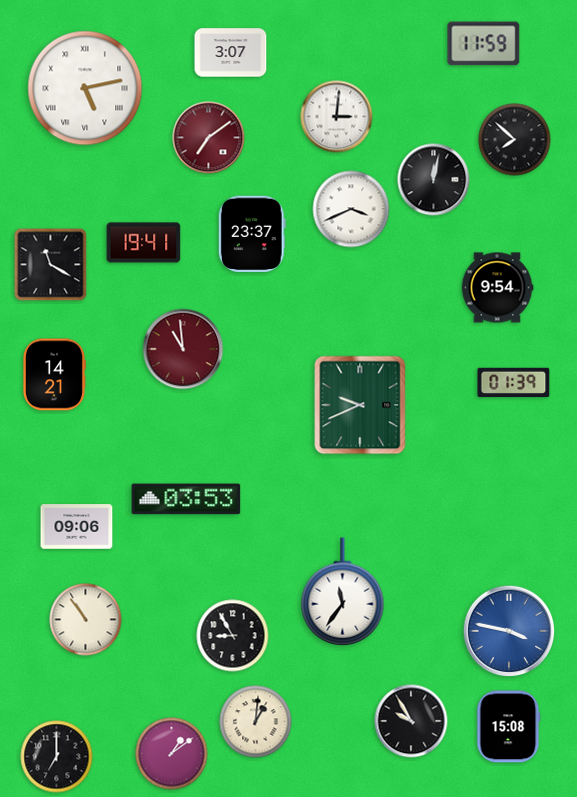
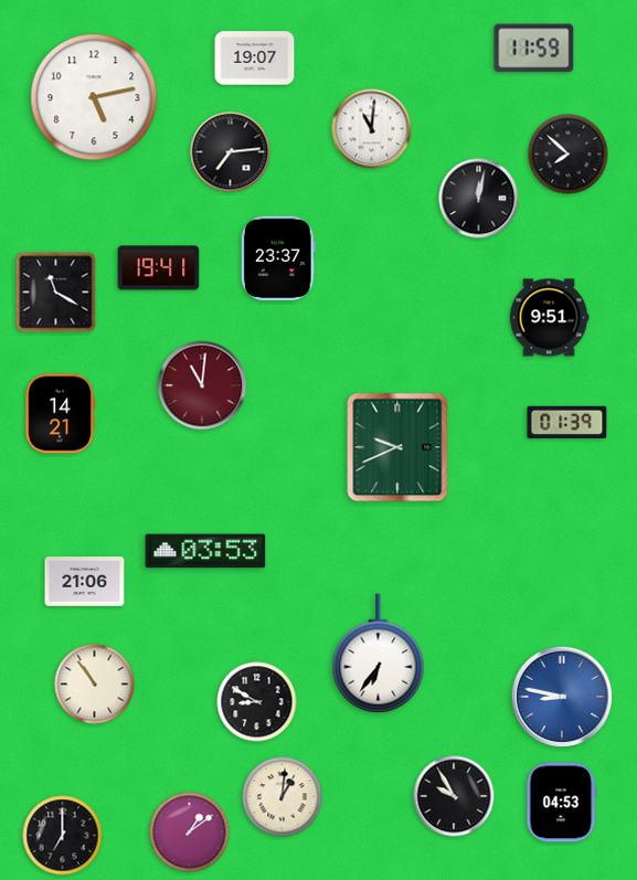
clock at (231, 53): 3:07 -> 19:07
clock at (85, 88) numerals: Roman -> Arabic
clock at (337, 117): 3:01 -> 11:01
clock at (209, 138): 7:09 -> 7:14
clock at (209, 138) dial: burgundy -> black
clock at (351, 209): 3:41 -> none
clock at (497, 288): 9:54 -> 9:51
clock at (183, 349): 10:59 -> 11:01
clock at (77, 527): 09:06 -> 21:06
clock at (343, 592): 11:36 -> 6:36
clock at (509, 631): 3:47 -> 8:47
clock at (233, 636): 8:55 -> 8:50
clock at (508, 727): 15:08 -> 04:53
